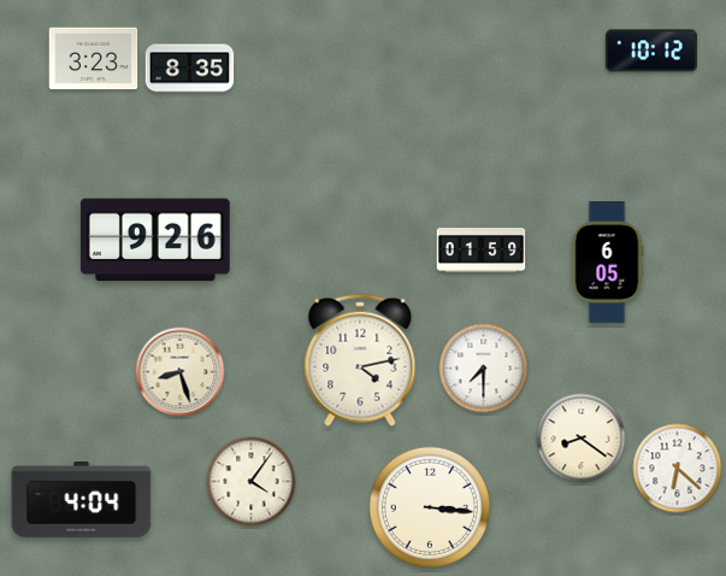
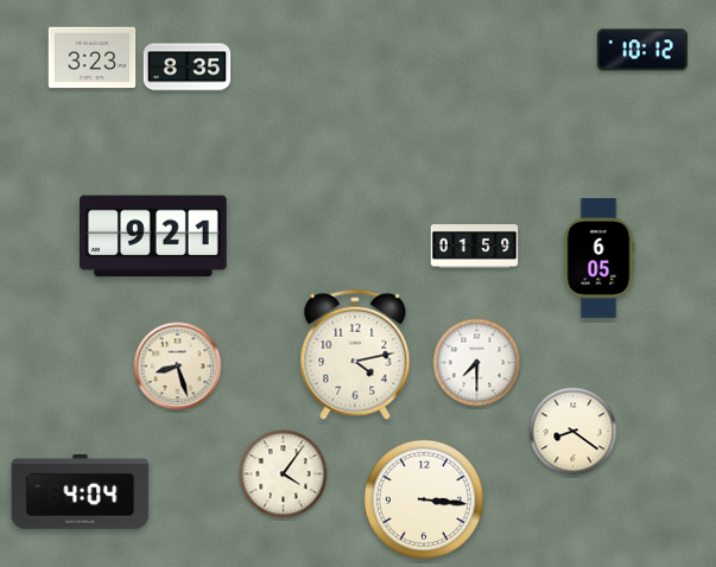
clock at (155, 240): 9:26 -> 9:21
clock at (678, 469): 6:22 -> none
clock at (252, 482) position: (252, 482) -> (284, 474)
